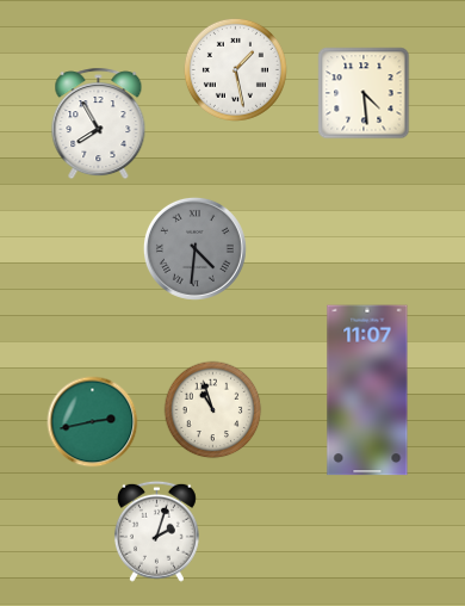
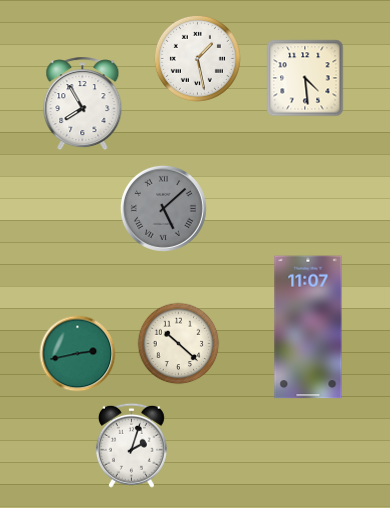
clock at (194, 248): 4:31 -> 5:08
clock at (213, 410): 10:57 -> 10:22
